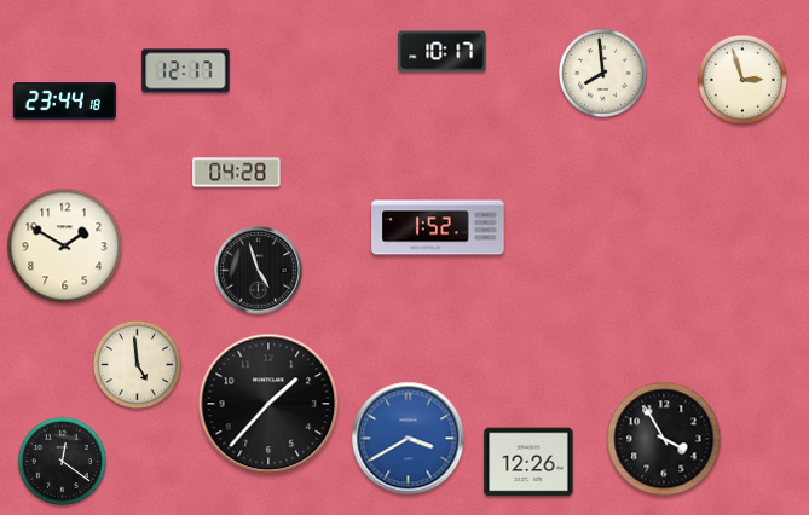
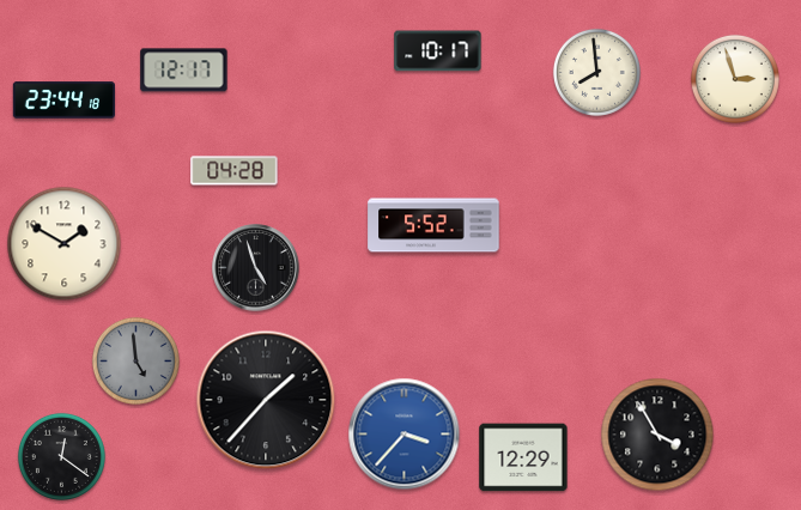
clock at (438, 227): 1:52 -> 5:52
clock at (137, 364) dial: cream -> grey
clock at (409, 439): 3:40 -> 3:37
clock at (528, 462): 12:26 -> 12:29
